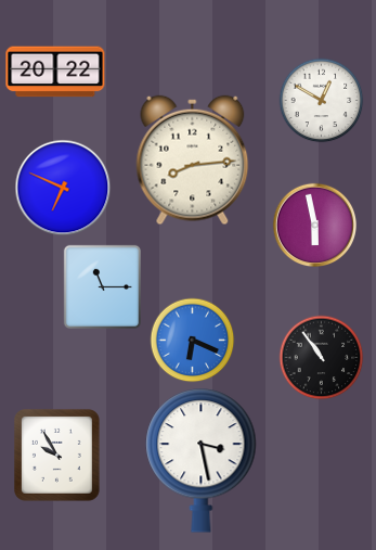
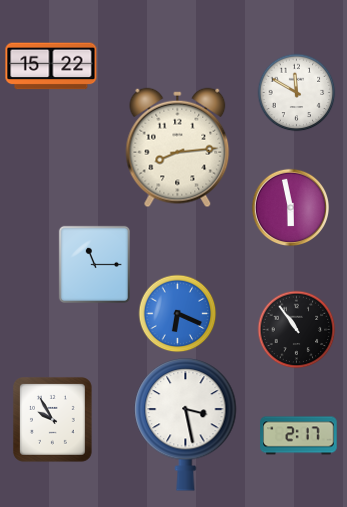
clock at (55, 72): 20:22 -> 15:22
clock at (321, 100): 12:50 -> 11:50
clock at (63, 188): 6:49 -> none
clock at (299, 436): none -> 2:17
